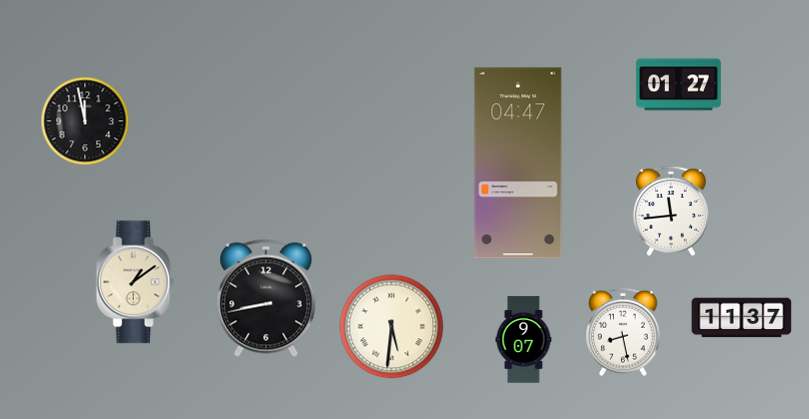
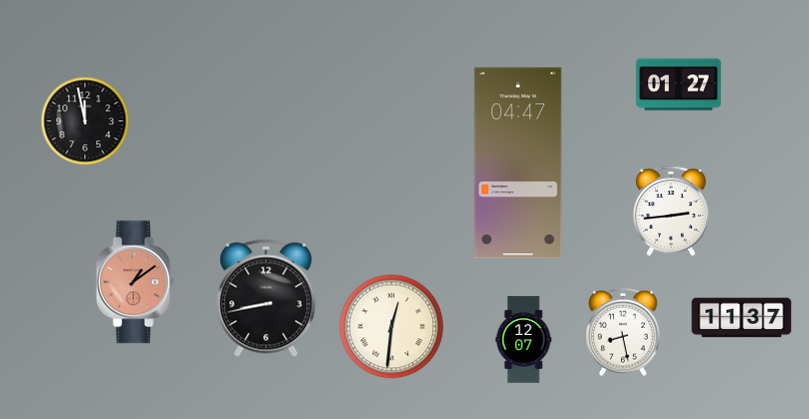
clock at (671, 211): 11:44 -> 2:44
clock at (135, 282) dial: cream -> salmon
clock at (392, 327): 5:31 -> 12:31
clock at (524, 340): 9:07 -> 12:07
